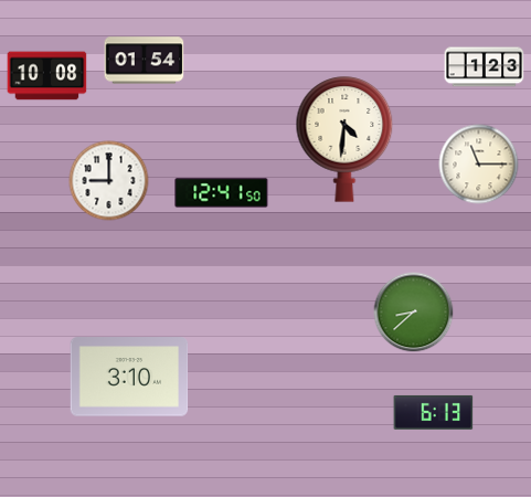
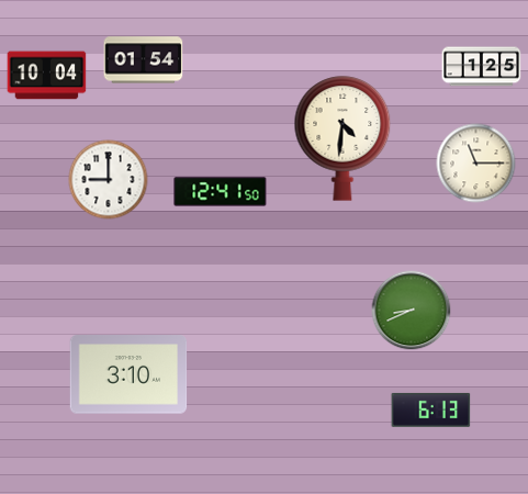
clock at (485, 67): 1:23 -> 1:25
clock at (47, 76): 10:08 -> 10:04
clock at (414, 313): 8:38 -> 8:41
